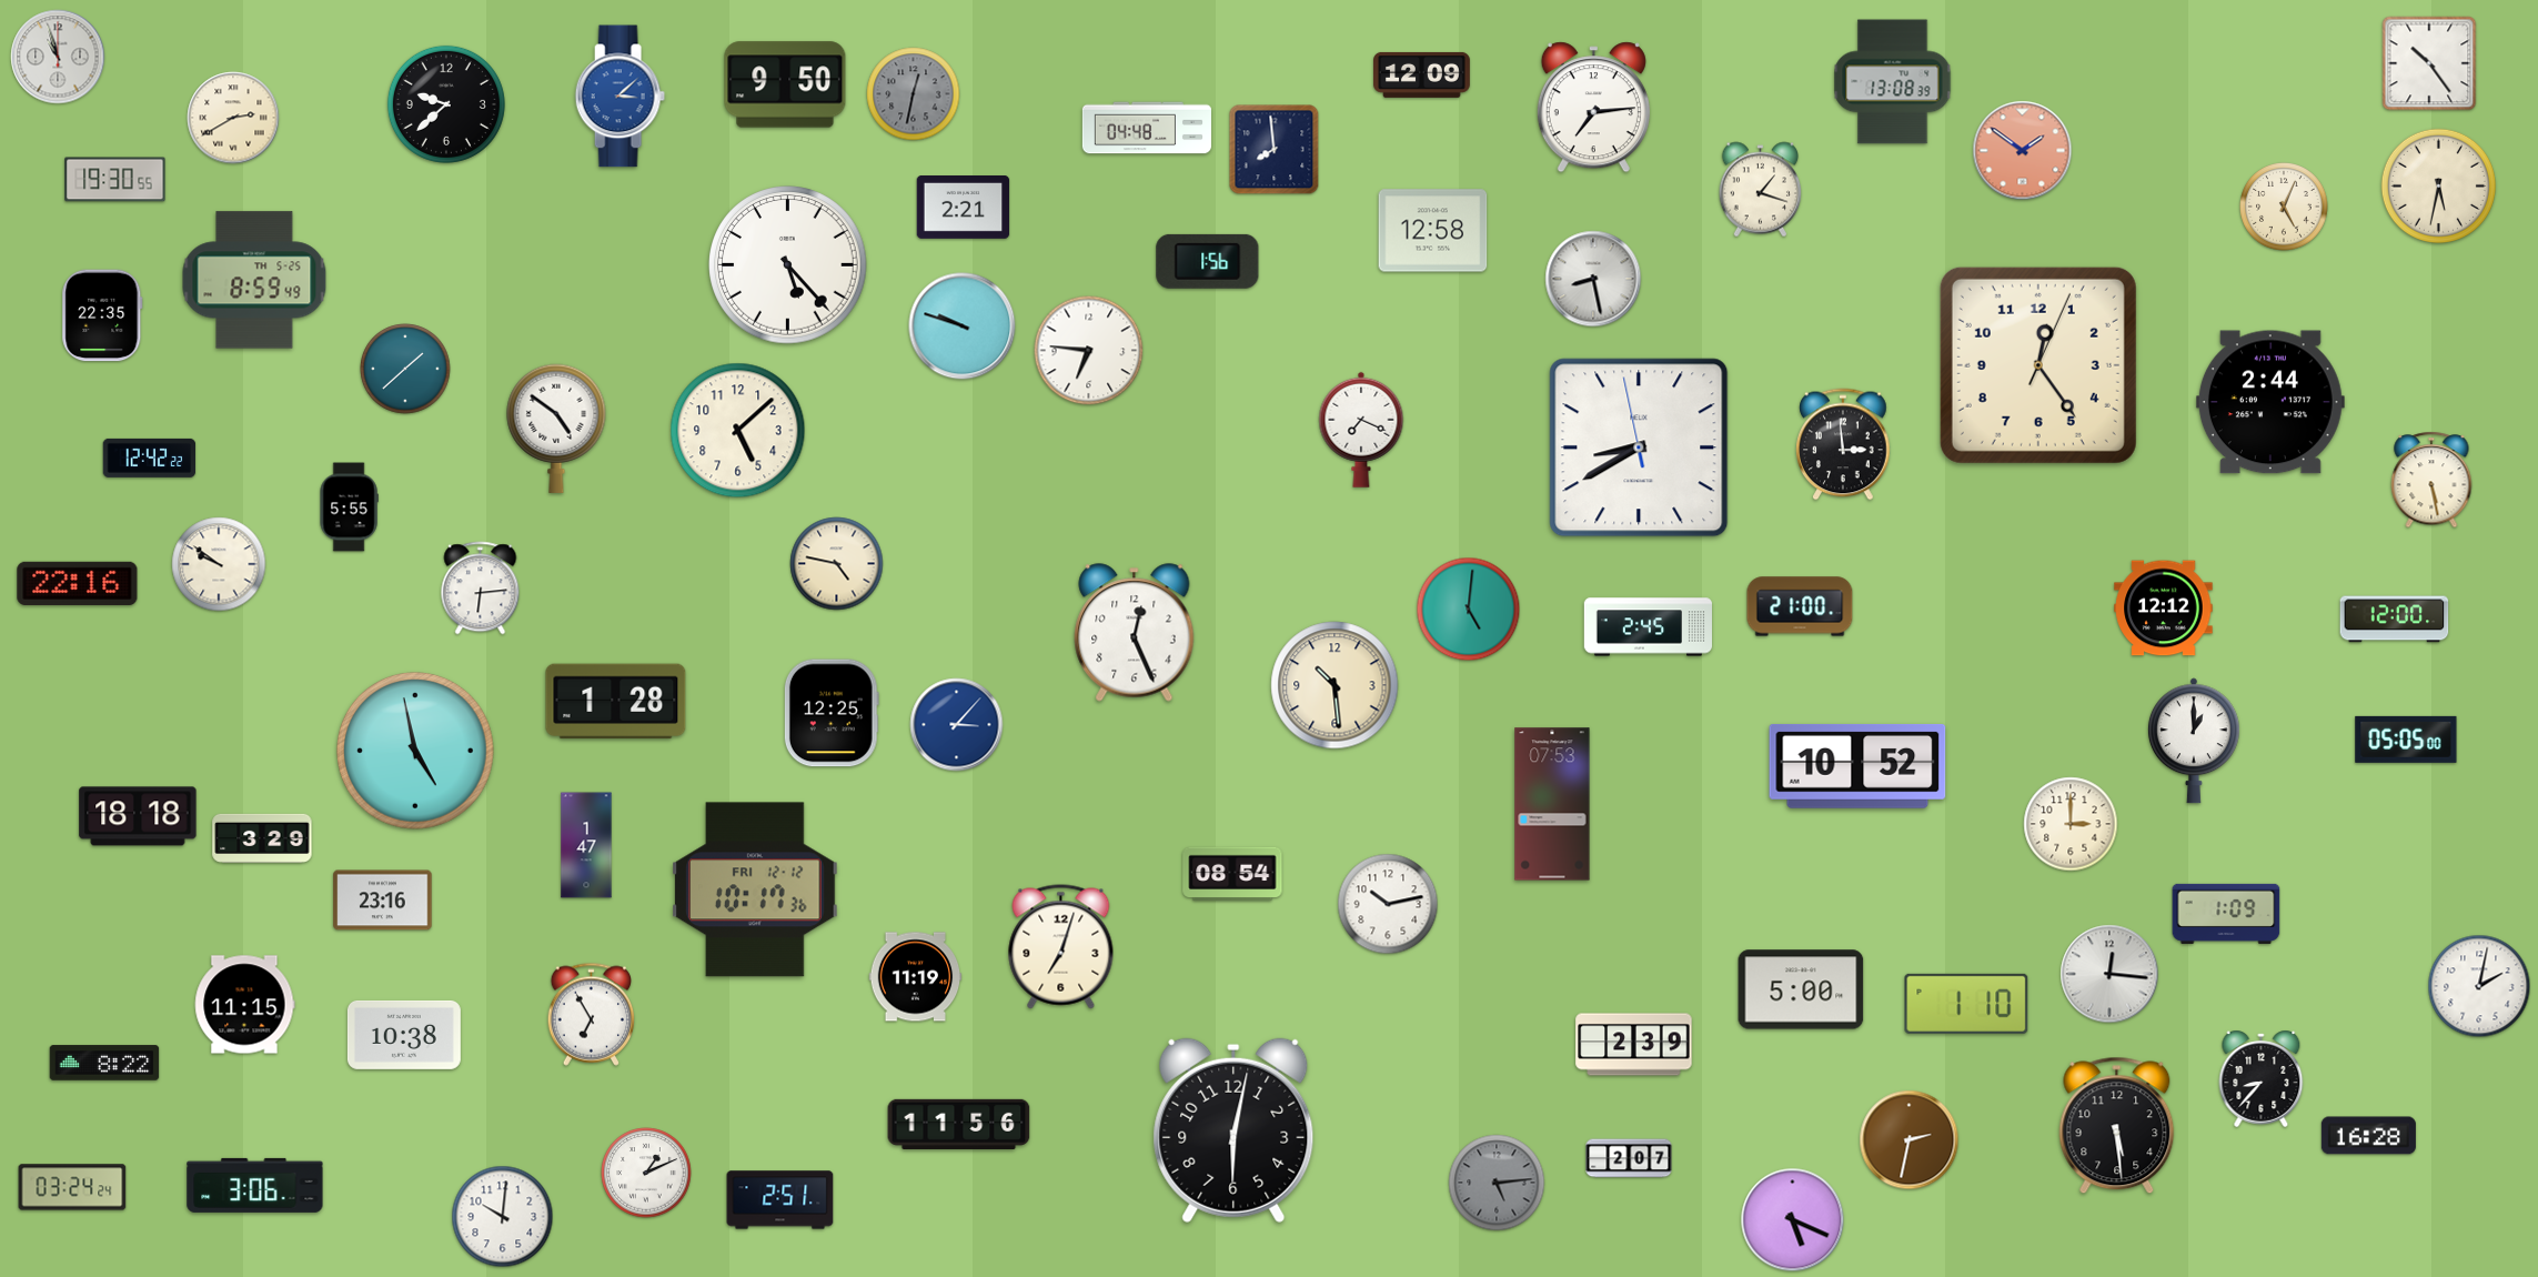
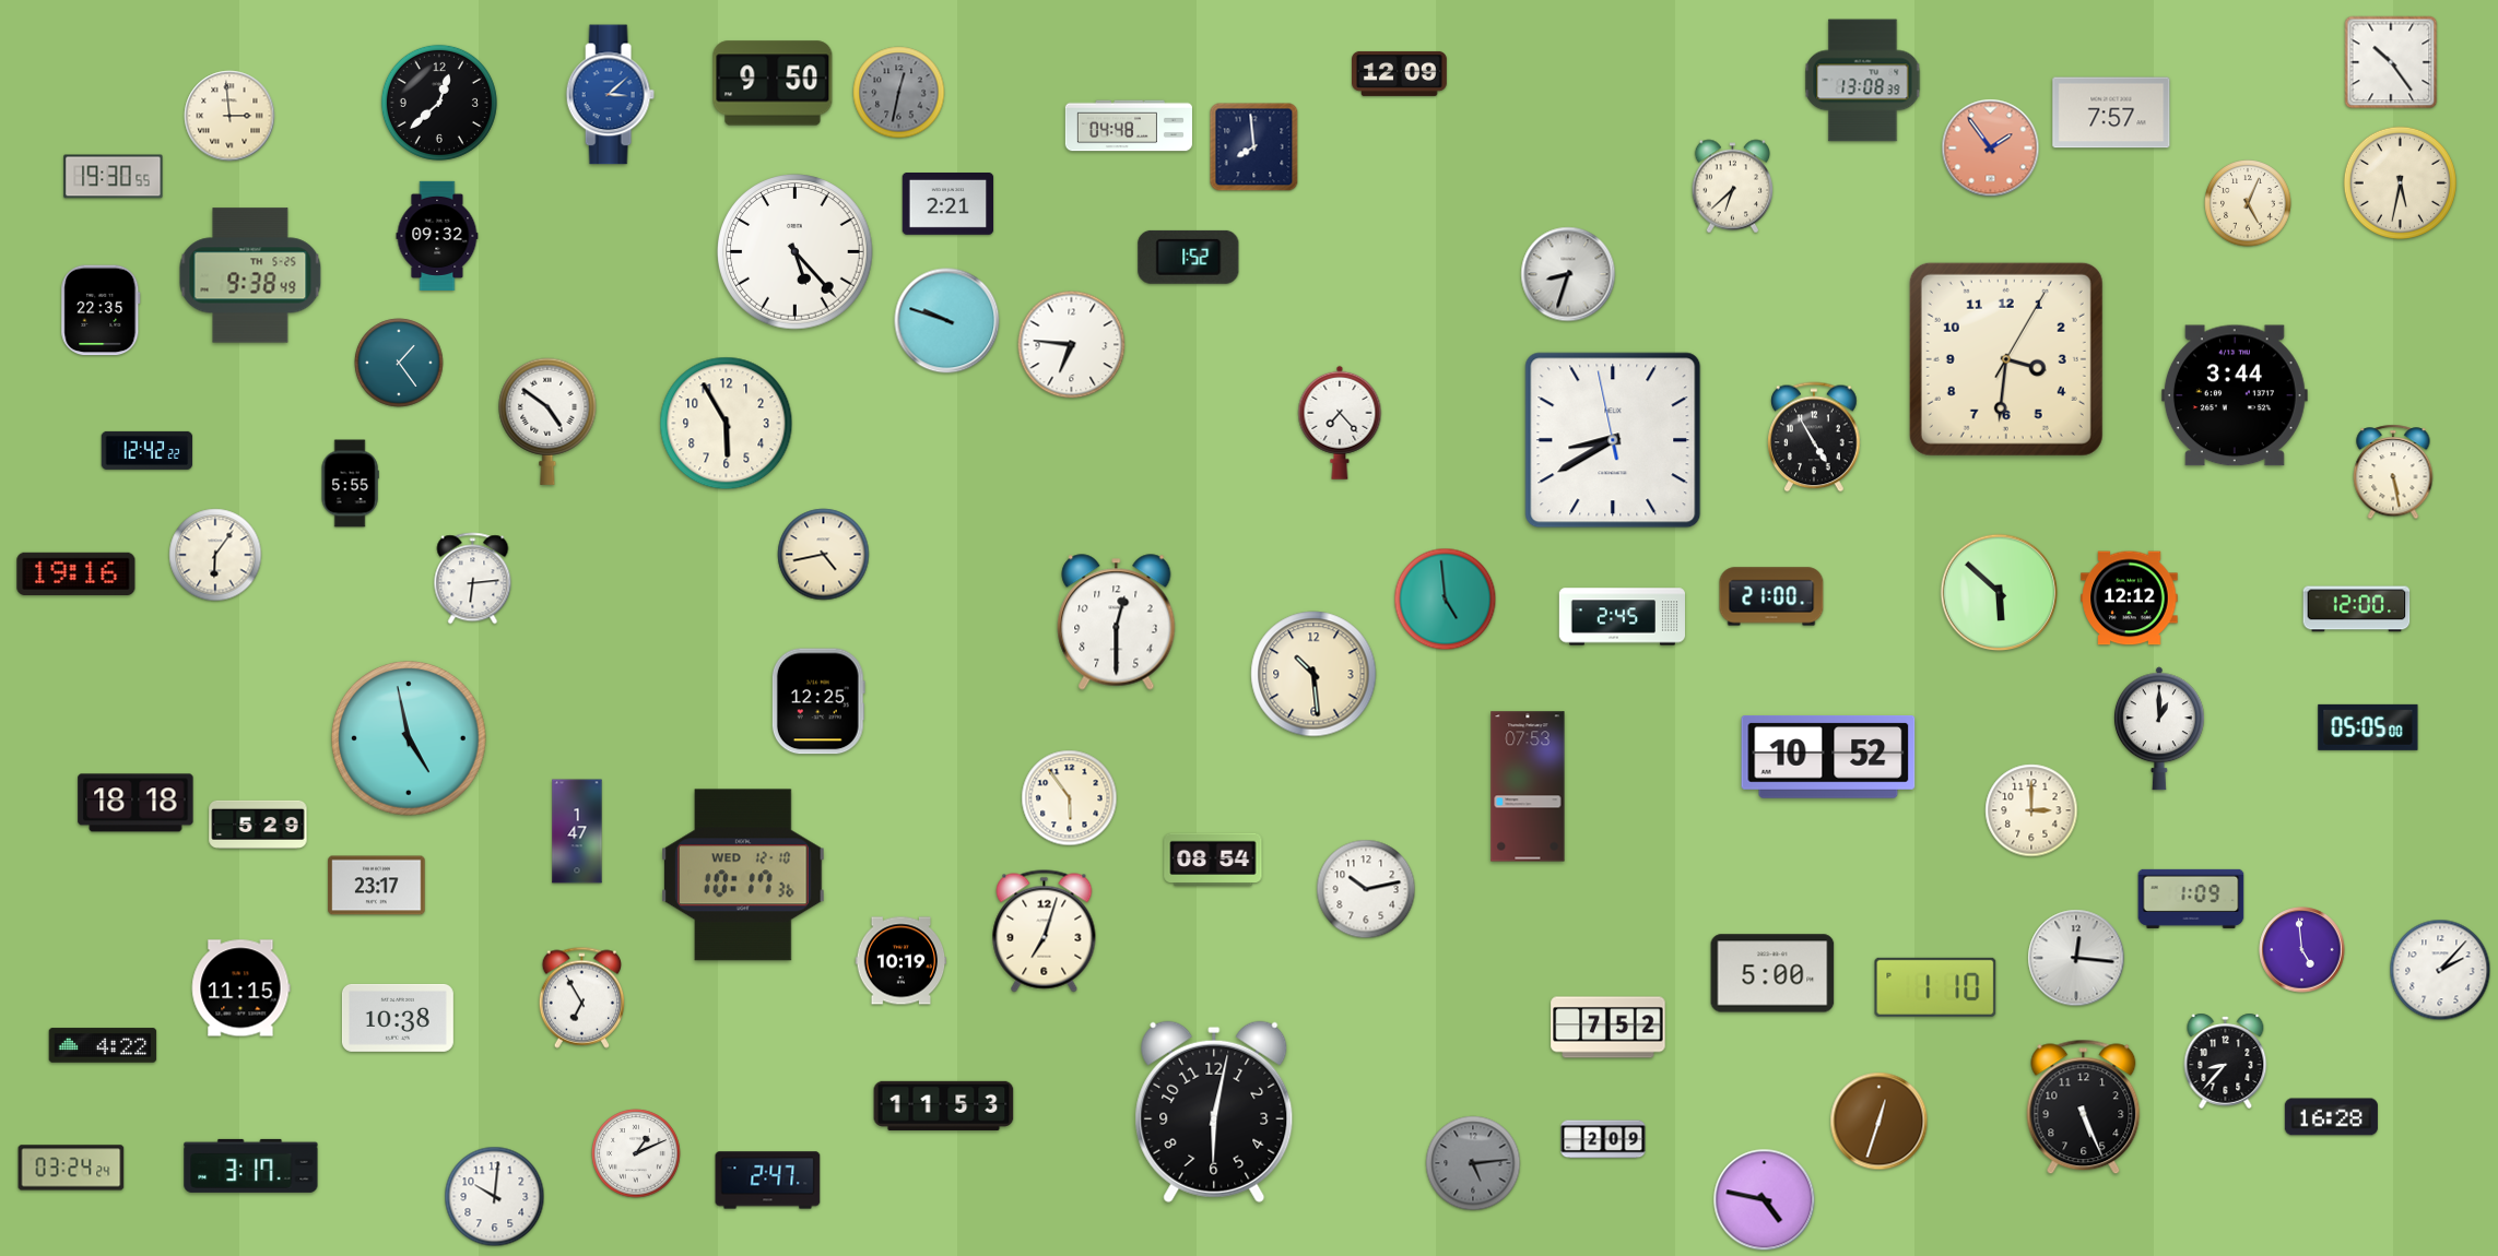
clock at (58, 57): 10:57 -> none
clock at (446, 104): 9:38 -> 12:38
clock at (1593, 108): 7:14 -> none
clock at (2111, 112): none -> 7:57
clock at (233, 118): 2:40 -> 2:59
clock at (2023, 151): 1:51 -> 1:54
clock at (1761, 190): 1:18 -> 6:38
clock at (1433, 231): 12:58 -> none
clock at (437, 235): none -> 09:32
clock at (1208, 261): 1:56 -> 1:52
clock at (788, 265) position: (788, 265) -> (796, 252)
clock at (1593, 279): 8:28 -> 8:33
clock at (254, 280): 8:59 -> 9:38
clock at (2038, 365): 12:24 -> 3:31
clock at (405, 369): 1:38 -> 1:24
clock at (2270, 402): 2:44 -> 3:44
clock at (1361, 430): 7:19 -> 7:23
clock at (738, 431): 5:08 -> 5:55
clock at (1843, 444): 2:59 -> 4:55
clock at (349, 507) position: (349, 507) -> (350, 484)
clock at (219, 564): 9:51 -> 6:06
clock at (837, 564): 4:47 -> 4:43
clock at (78, 583): 22:16 -> 19:16
clock at (2000, 593): none -> 5:52
clock at (1469, 610): 5:01 -> 4:59
clock at (1135, 633): 12:26 -> 12:30
clock at (616, 702): 1:28 -> none
clock at (957, 725): 3:07 -> none
clock at (1857, 767) position: (1857, 767) -> (1828, 758)
clock at (1552, 804) position: (1552, 804) -> (1528, 786)
clock at (1070, 798): none -> 5:54
clock at (2071, 824) position: (2071, 824) -> (2031, 810)
clock at (262, 838): 3:29 -> 5:29
clock at (755, 889) date: FRI 12-12 -> WED 12-10
clock at (383, 901): 23:16 -> 23:17
clock at (2302, 950): none -> 4:59
clock at (916, 977): 11:19 -> 10:19
clock at (2479, 986): 2:02 -> 2:07
clock at (1634, 1045): 2:39 -> 7:52
clock at (104, 1063): 8:22 -> 4:22
clock at (959, 1124): 11:56 -> 11:53
clock at (2117, 1126): 5:29 -> 5:26
clock at (1910, 1140): 2:32 -> 12:33
clock at (1629, 1158): 2:07 -> 2:09
clock at (255, 1185): 3:06 -> 3:17
clock at (780, 1200): 2:51 -> 2:47
clock at (1793, 1220): 5:19 -> 4:47
